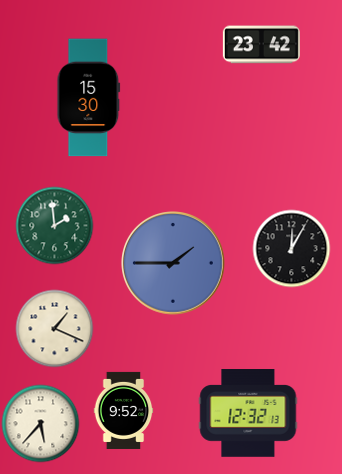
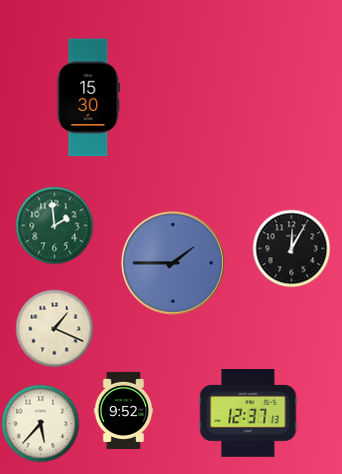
clock at (261, 45): 23:42 -> none
clock at (248, 414): 12:32 -> 12:37
